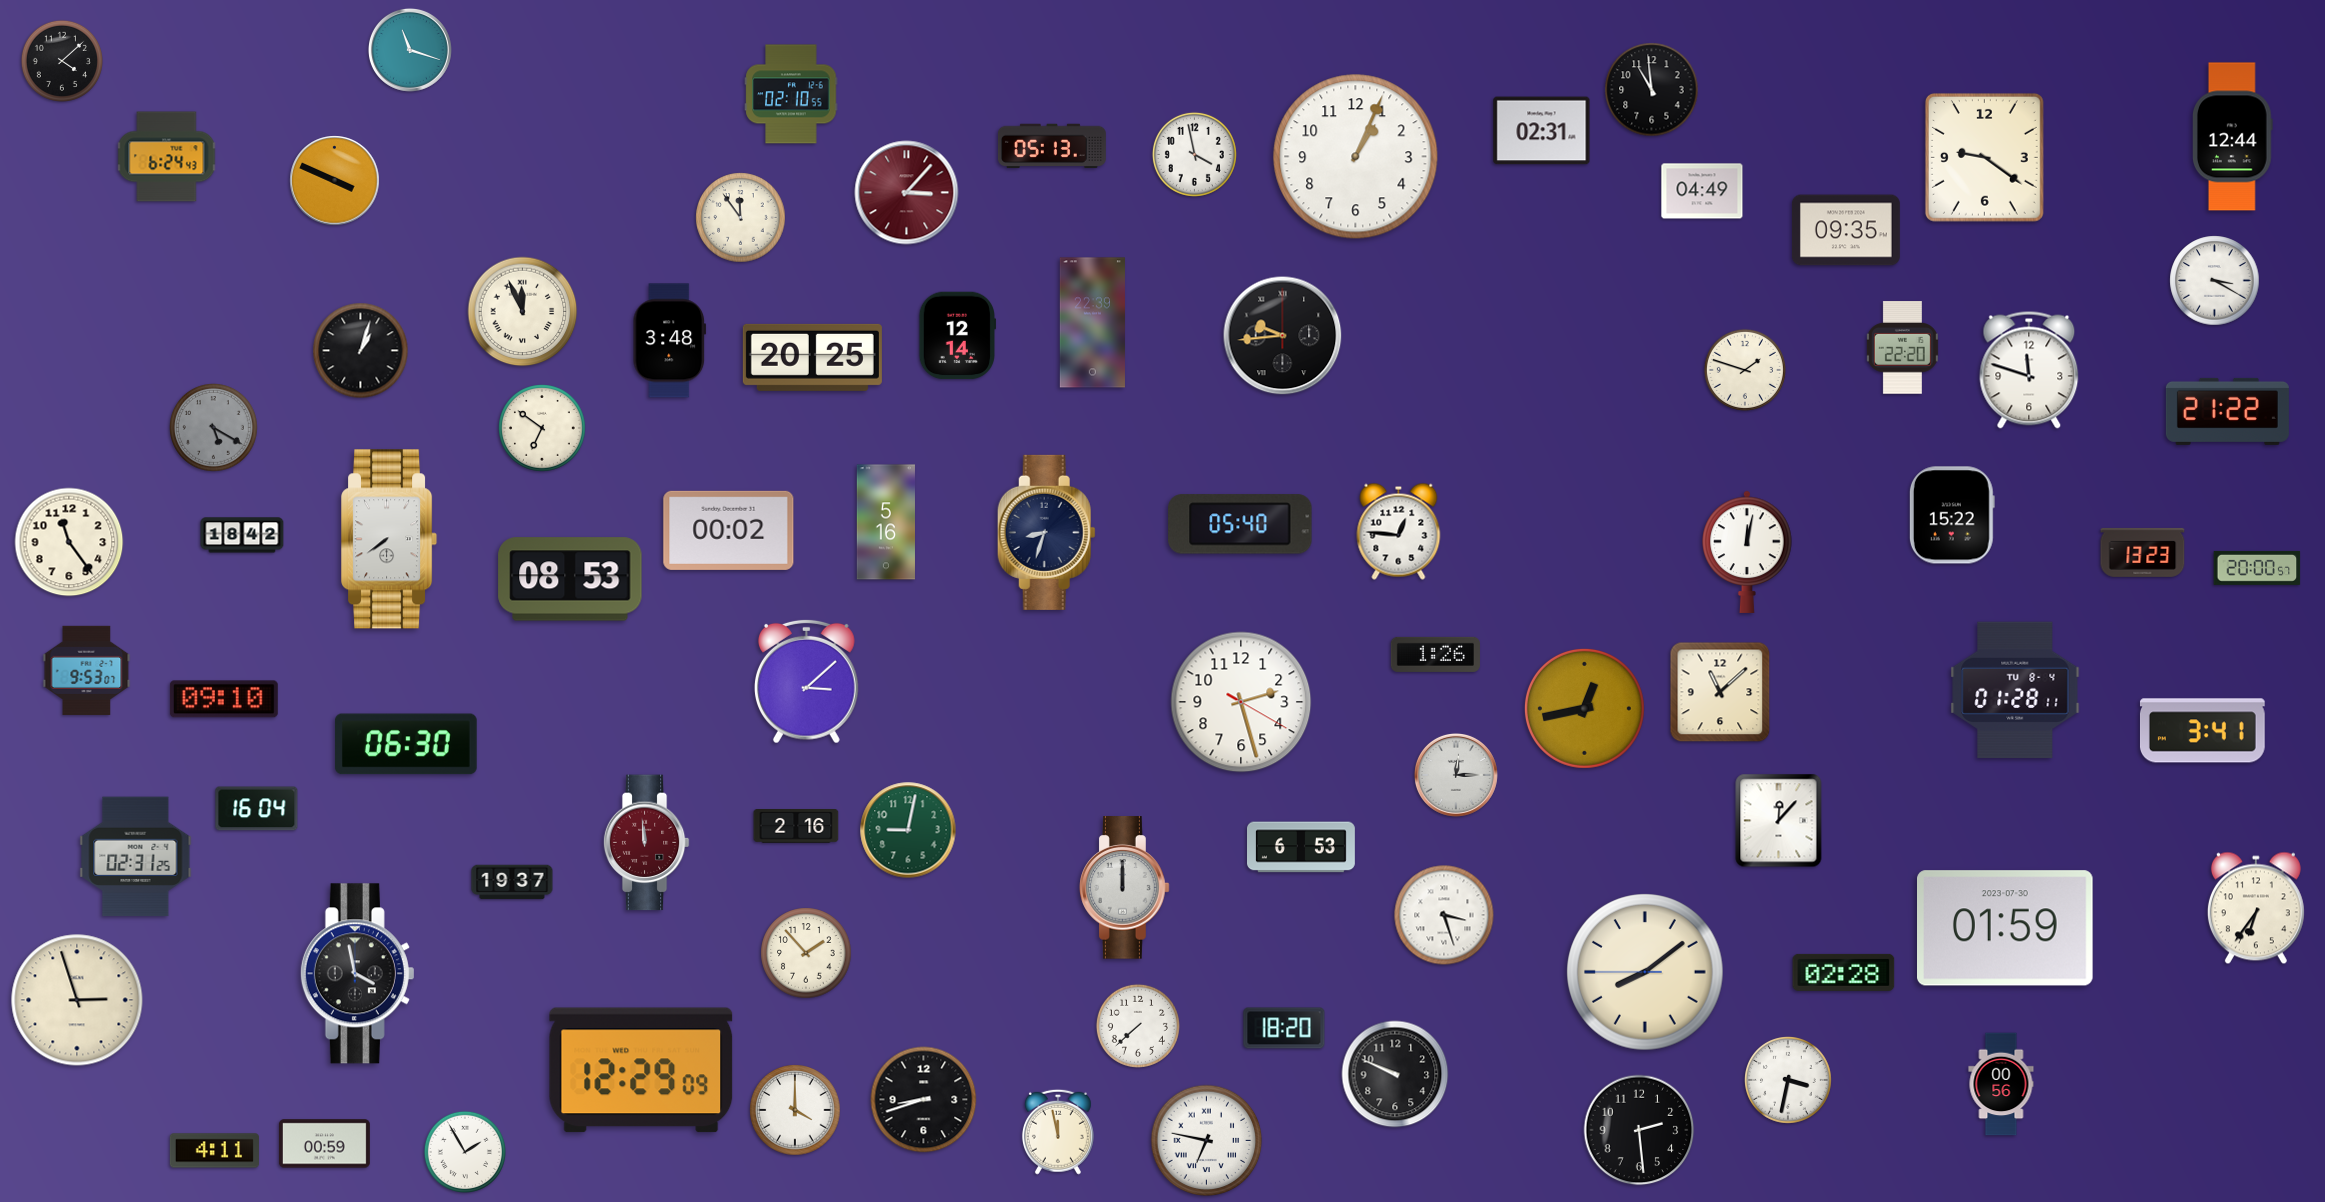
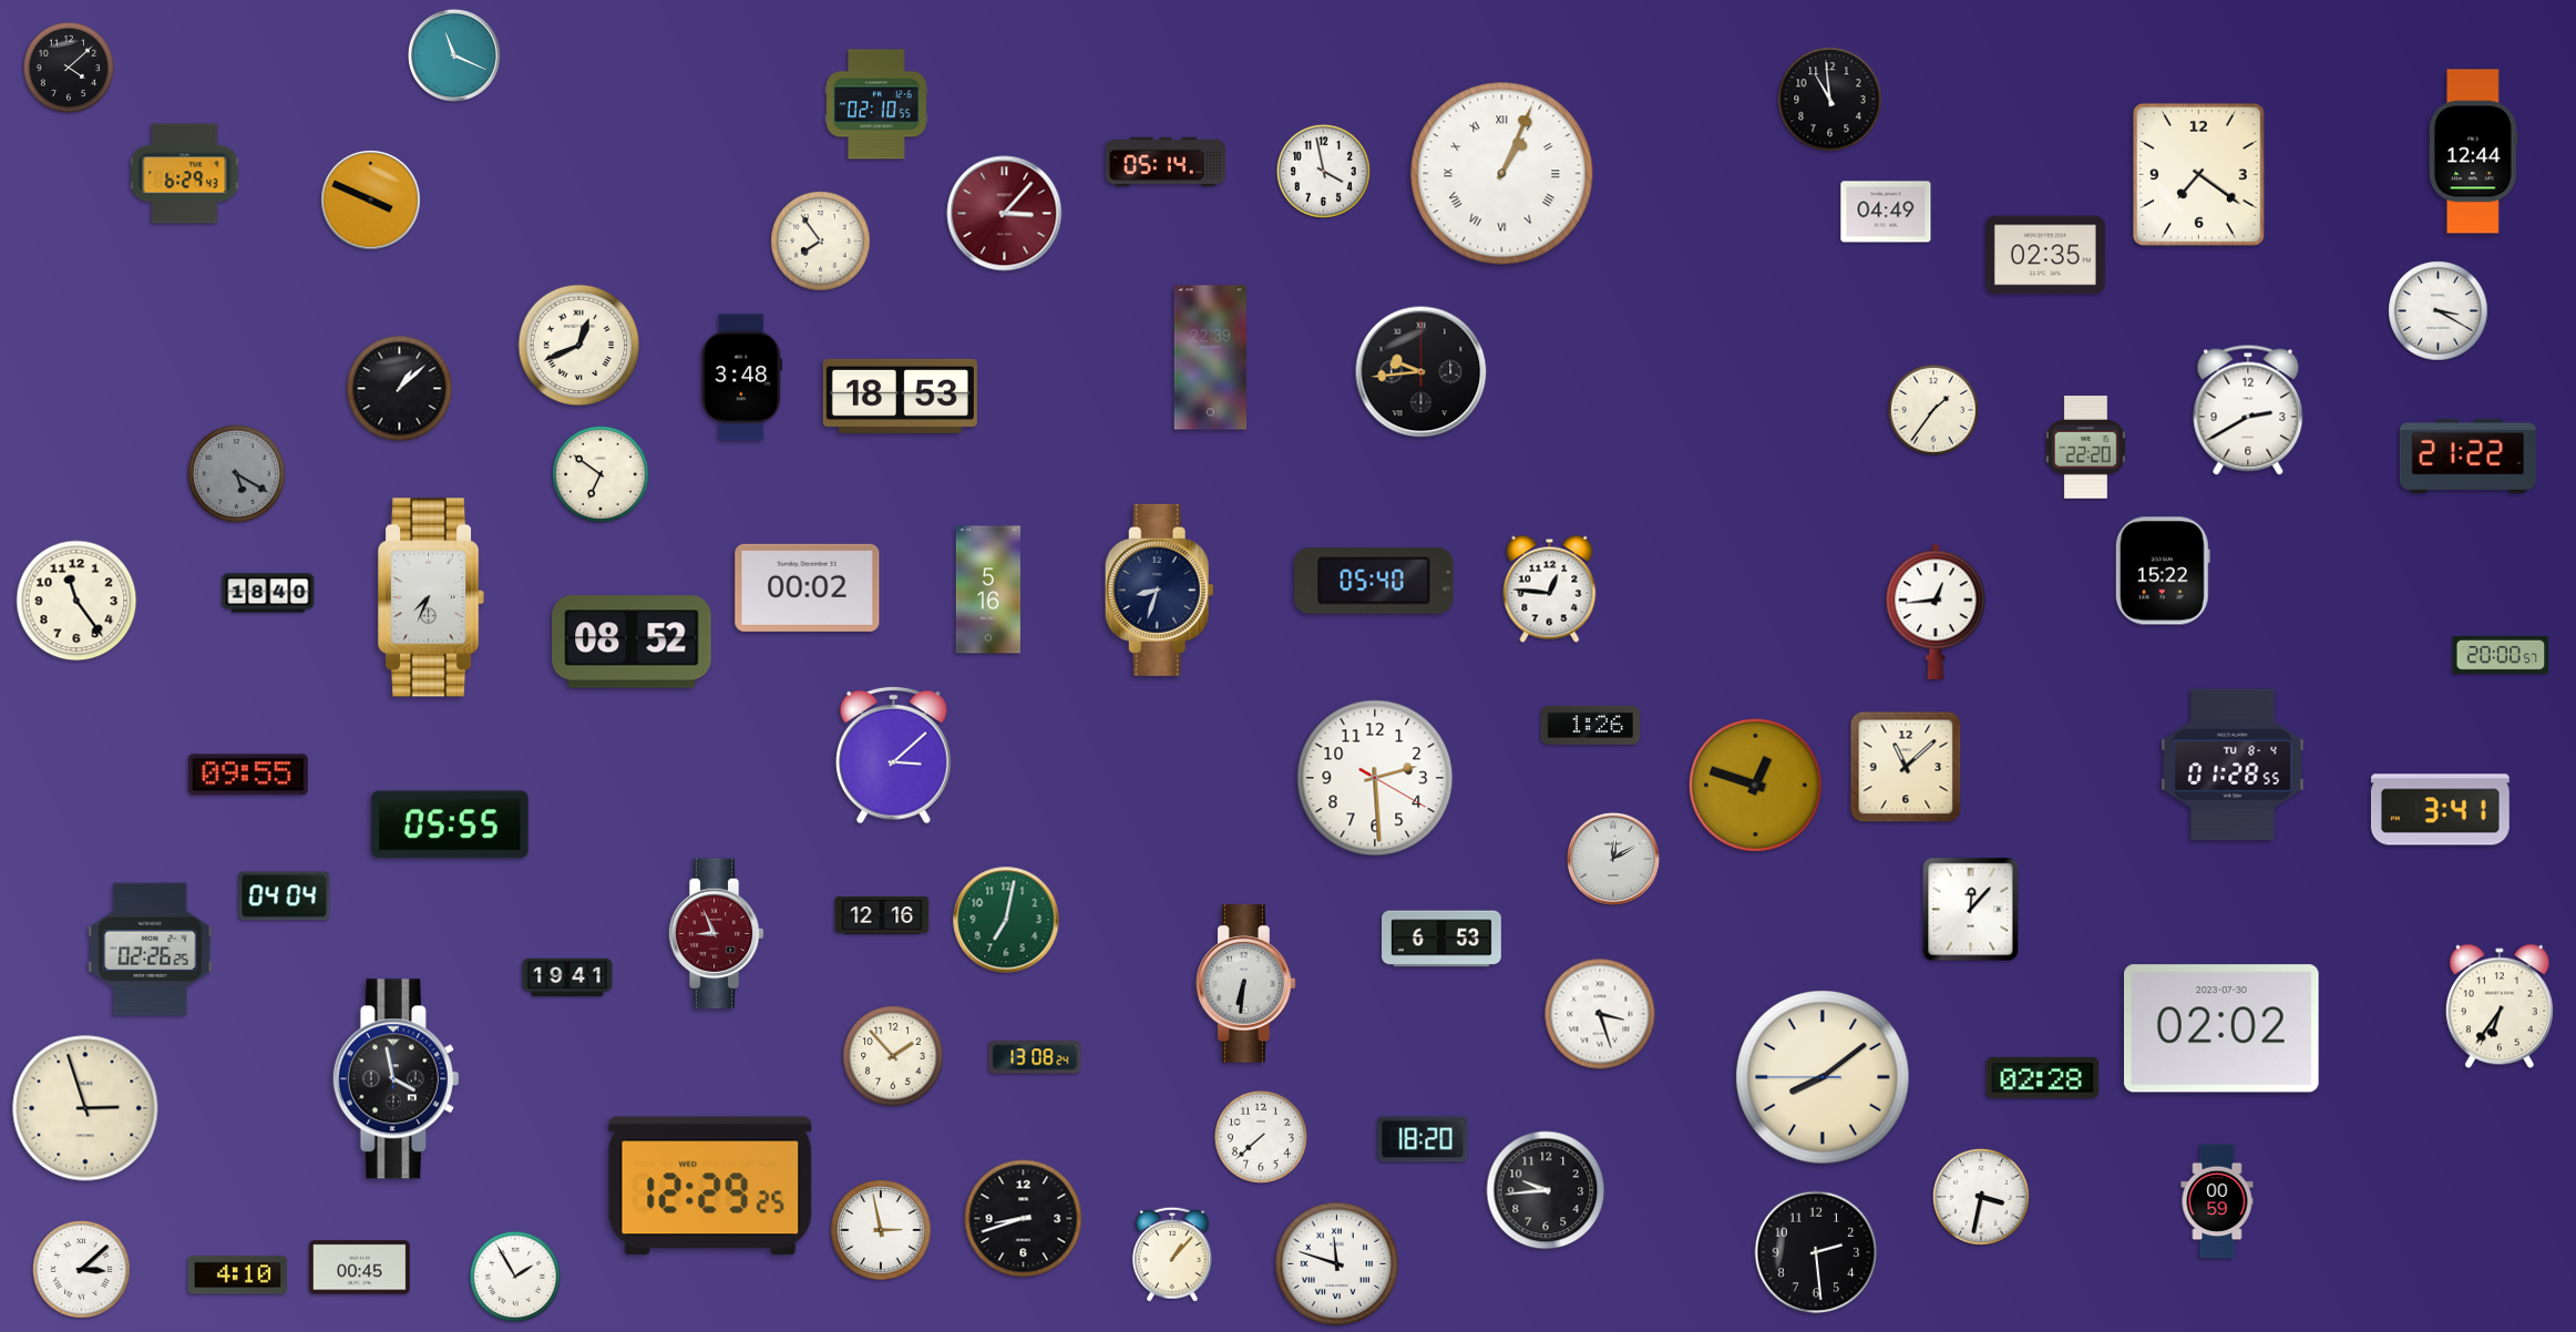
clock at (410, 50): 11:18 -> 11:19
clock at (1542, 131): 02:31 -> none
clock at (1052, 146): 05:13 -> 05:14
clock at (167, 157): 6:24 -> 6:29
clock at (1356, 157) numerals: Arabic -> Roman
clock at (1984, 157): 9:21 -> 7:21
clock at (741, 218): 11:54 -> 7:54
clock at (1846, 230): 09:35 -> 02:35
clock at (2215, 281) position: (2215, 281) -> (2439, 311)
clock at (523, 312): 11:56 -> 12:41
clock at (957, 336): 12:14 -> none
clock at (1902, 348) position: (1902, 348) -> (2085, 448)
clock at (361, 351): 1:03 -> 1:08
clock at (812, 357): 20:25 -> 18:53
clock at (1744, 369): 1:48 -> 1:36
clock at (2029, 370): 11:48 -> 2:40
clock at (885, 522) position: (885, 522) -> (987, 590)
clock at (242, 535): 18:42 -> 18:40
clock at (390, 539): 7:39 -> 7:34
clock at (1747, 552): 12:02 -> 12:44
clock at (2143, 552): 13:23 -> none
clock at (2257, 568) position: (2257, 568) -> (2501, 655)
clock at (570, 579): 08:53 -> 08:52
clock at (87, 670): 9:53 -> none
clock at (2015, 690): 01:28:11 -> 01:28:55
clock at (224, 699): 09:10 -> 09:55
clock at (1241, 702): 2:27 -> 2:29
clock at (1584, 708): 12:43 -> 12:48
clock at (406, 744): 06:30 -> 05:55
clock at (1456, 775): 12:15 -> 12:10
clock at (257, 809): 16:04 -> 04:04
clock at (796, 827): 2:16 -> 12:16
clock at (908, 830): 9:02 -> 7:02
clock at (646, 843): 11:59 -> 8:56
clock at (136, 857): 02:31 -> 02:26
clock at (512, 882): 19:37 -> 19:41
clock at (1125, 888): 12:00 -> 6:31
clock at (2006, 928): 01:59 -> 02:02
clock at (1035, 1057): none -> 13:08
clock at (641, 1070): 12:29:09 -> 12:29:25
clock at (1395, 1074): 9:49 -> 9:44
clock at (2001, 1084): 00:56 -> 00:59
clock at (795, 1110): 4:00 -> 2:58
clock at (1058, 1132): 11:58 -> 1:07
clock at (1207, 1141): 6:47 -> 11:48
clock at (324, 1144): 00:59 -> 00:45
clock at (82, 1270): none -> 3:08
clock at (214, 1151): 4:11 -> 4:10
